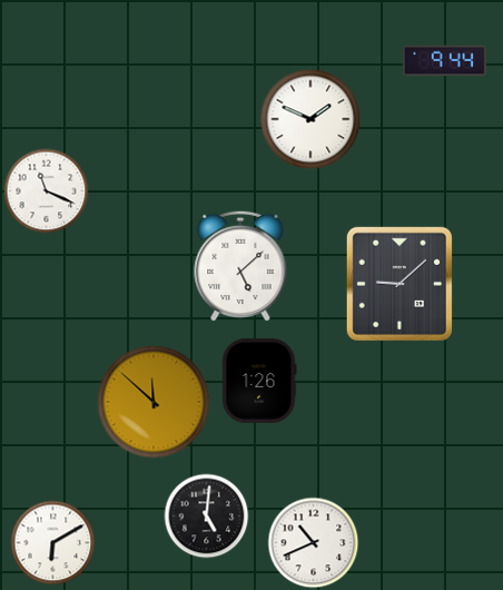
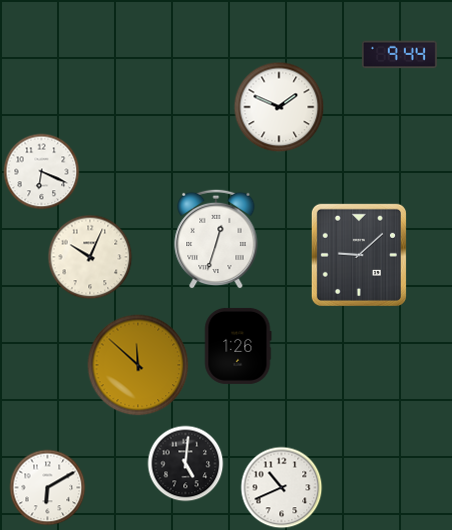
clock at (47, 191): 11:19 -> 6:19
clock at (240, 266): 5:08 -> 12:33
clock at (90, 257): none -> 10:04
clock at (259, 381) position: (259, 381) -> (238, 346)
clock at (154, 402) position: (154, 402) -> (138, 365)
